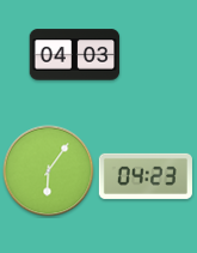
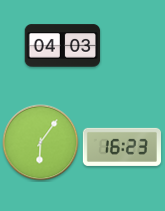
clock at (146, 176): 04:23 -> 16:23
